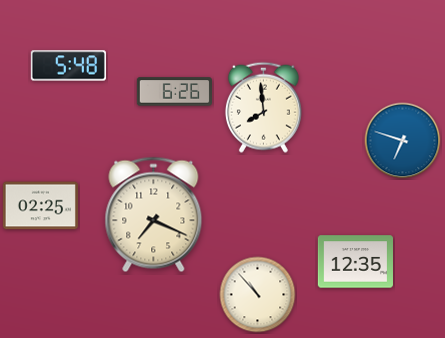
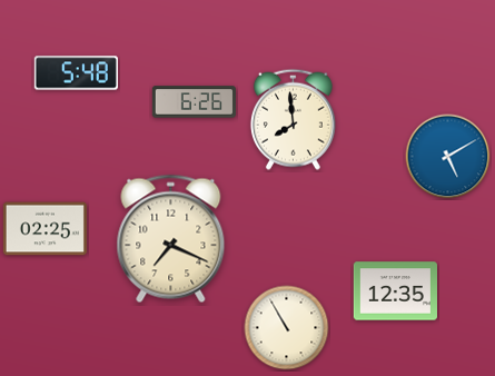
clock at (403, 141): 6:48 -> 5:10
clock at (258, 295): 10:53 -> 10:55
